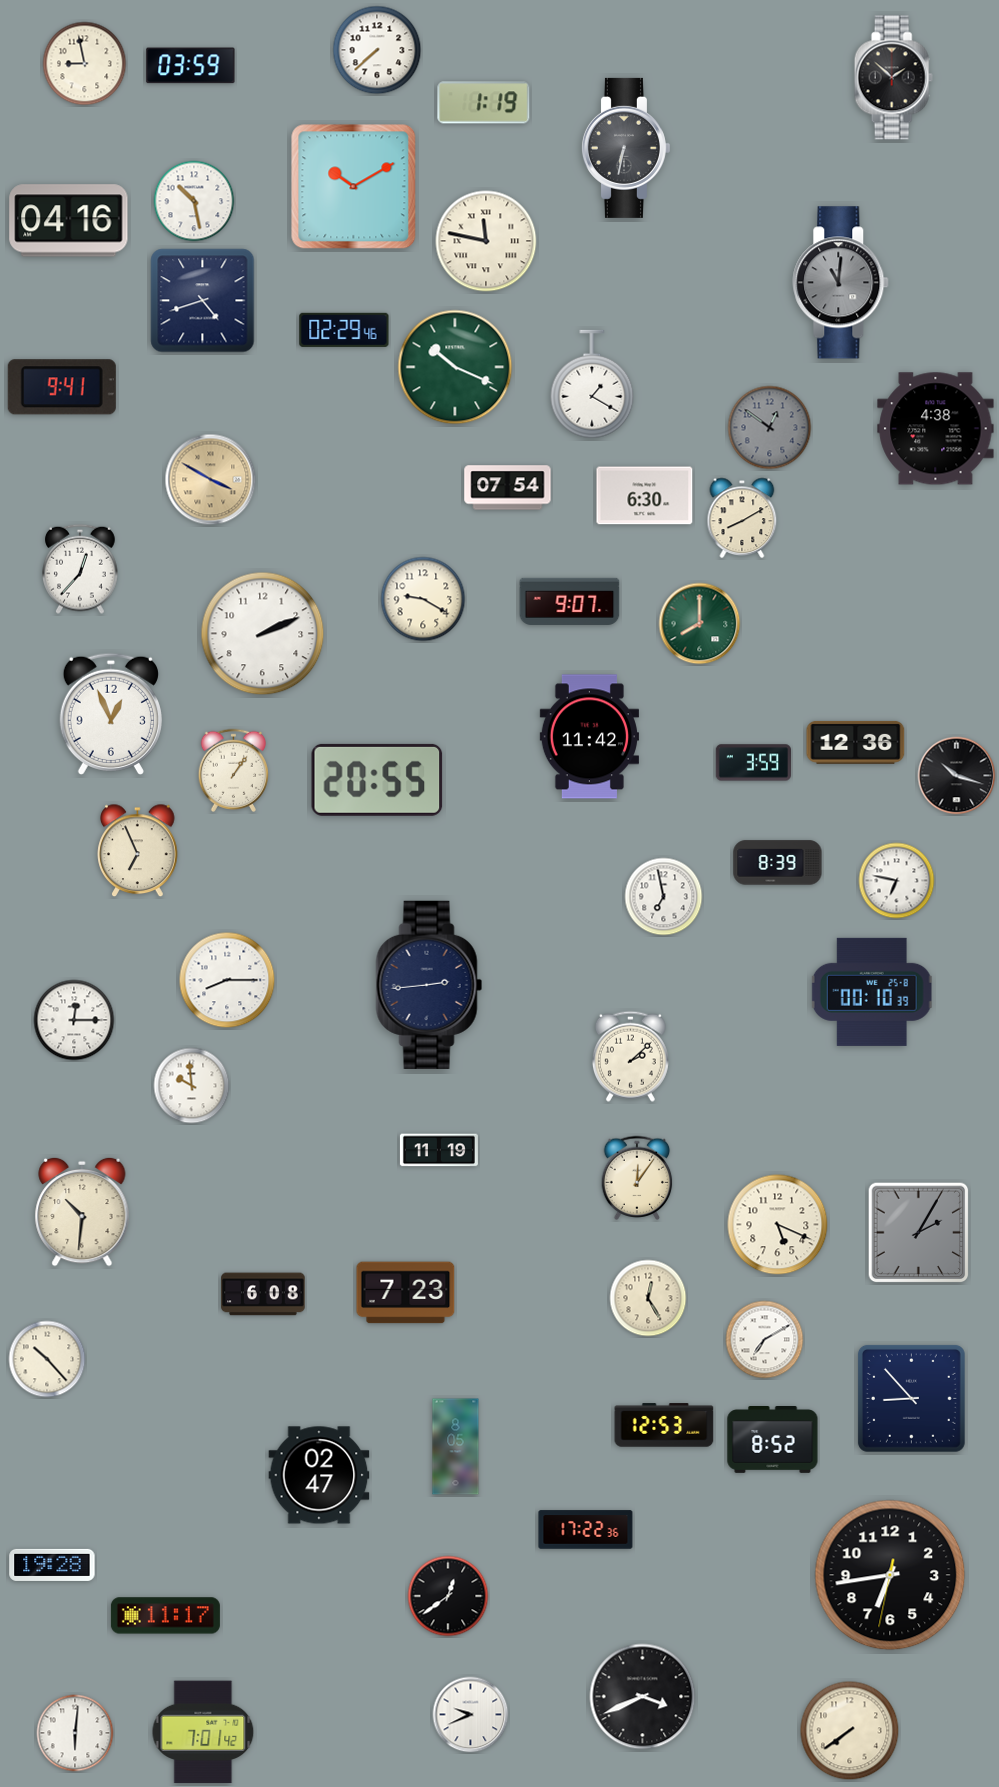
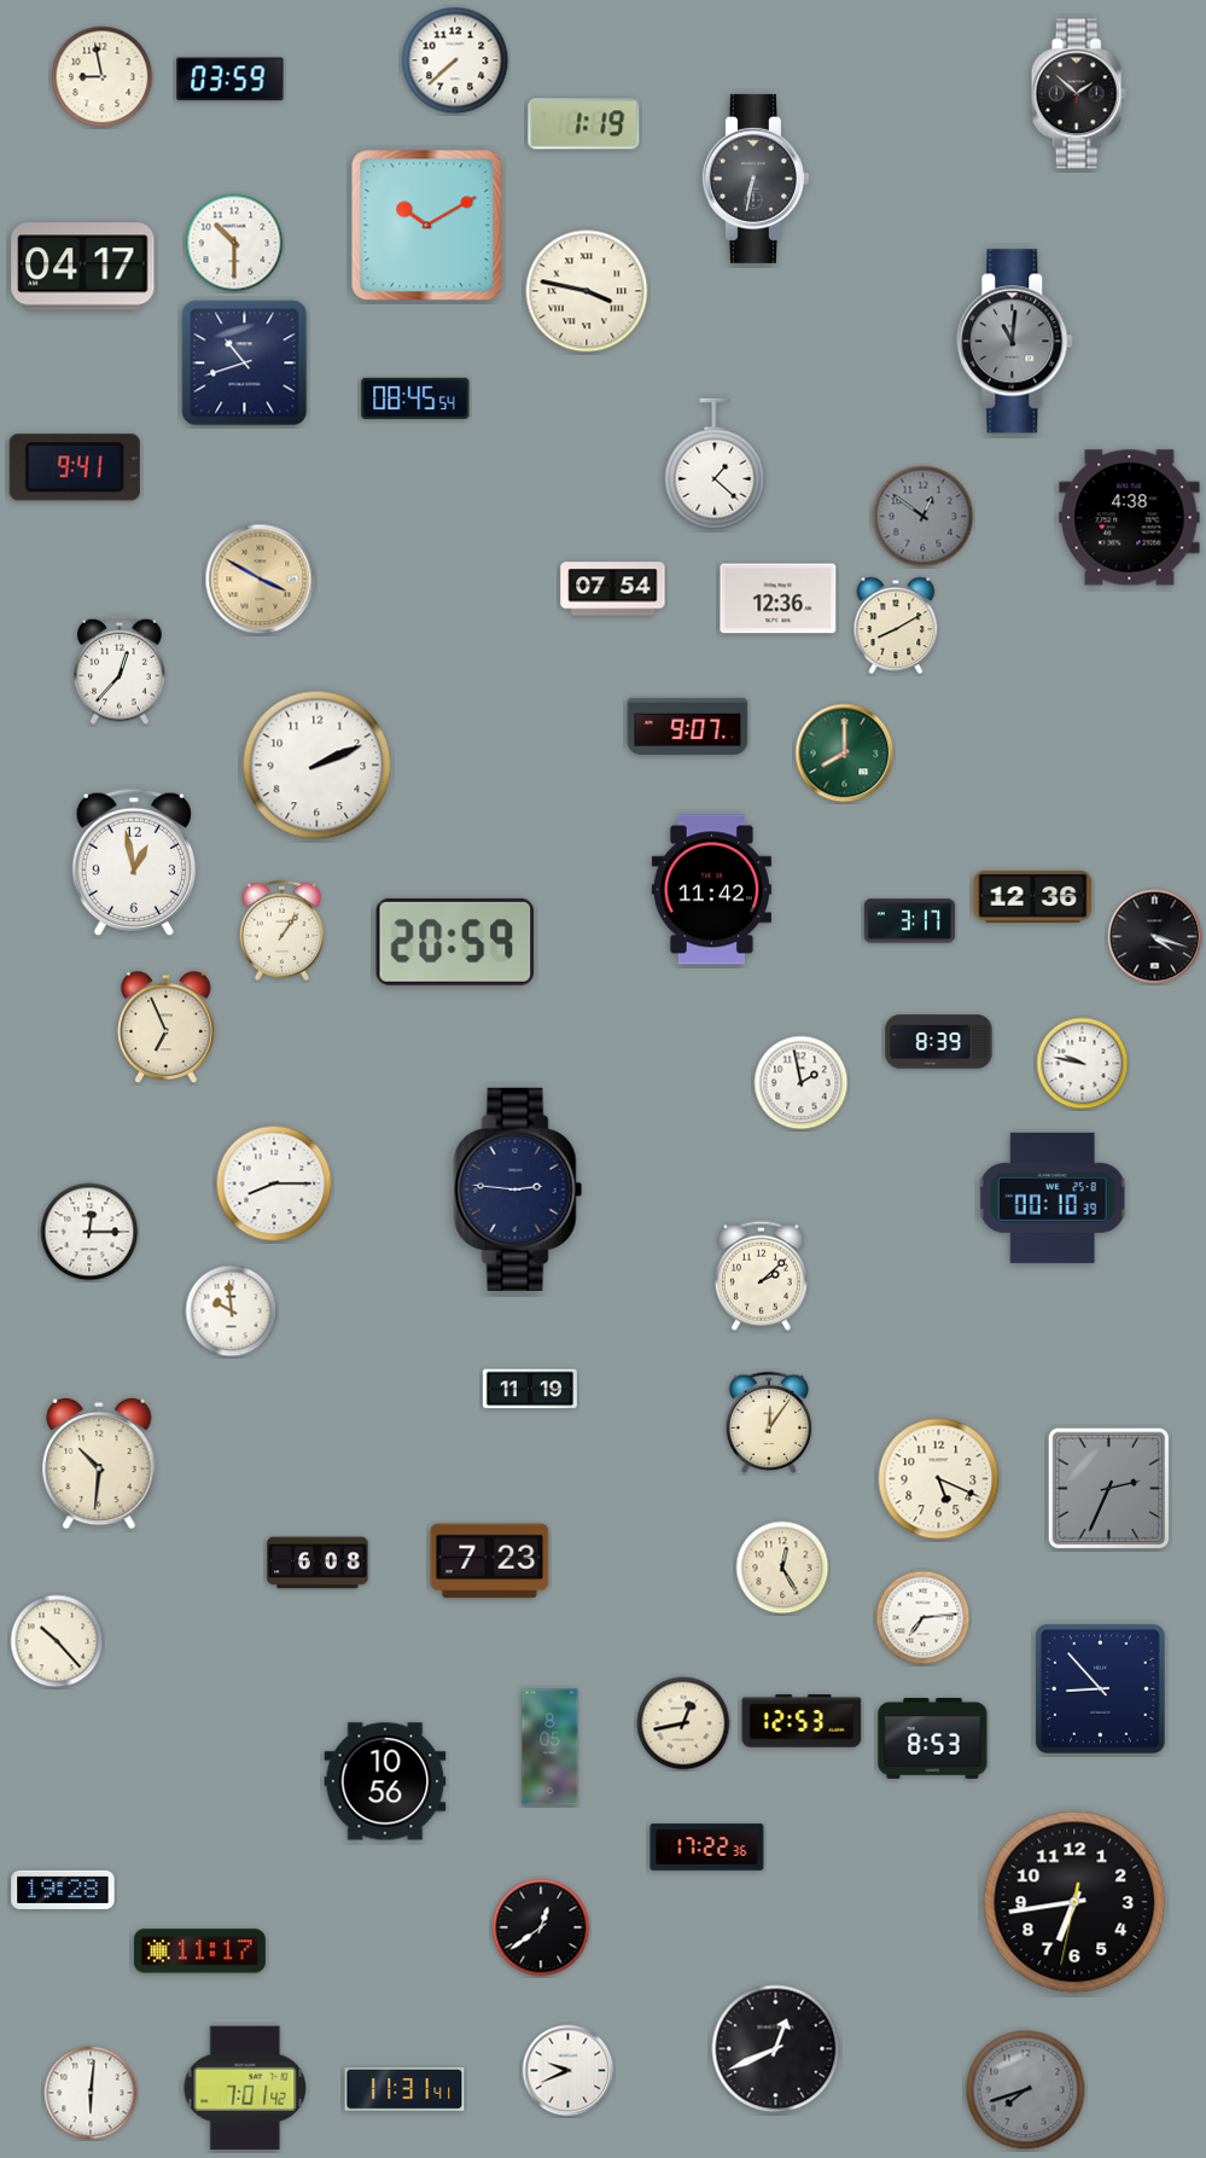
clock at (194, 201): 10:28 -> 10:30
clock at (69, 221): 04:16 -> 04:17
clock at (486, 241): 11:47 -> 3:47
clock at (203, 301): 4:42 -> 10:42
clock at (344, 330): 02:29 -> 08:45
clock at (455, 367): 10:19 -> none
clock at (592, 384): 1:20 -> 1:22
clock at (770, 428) position: (770, 428) -> (924, 517)
clock at (211, 480) position: (211, 480) -> (261, 580)
clock at (645, 496): 6:30 -> 12:36
clock at (81, 569) position: (81, 569) -> (121, 670)
clock at (423, 599): 9:20 -> none
clock at (111, 713): 12:56 -> 12:58
clock at (753, 763): 3:59 -> 3:17
clock at (957, 776): 10:18 -> 4:18
clock at (377, 780): 20:55 -> 20:59
clock at (897, 881): 6:47 -> 9:47
clock at (664, 897): 6:58 -> 1:58
clock at (429, 985): 2:44 -> 2:46
clock at (919, 1233): 2:05 -> 2:34
clock at (765, 1340): 7:10 -> 7:14
clock at (683, 1723): none -> 12:43
clock at (773, 1440): 8:52 -> 8:53
clock at (319, 1475): 02:47 -> 10:56
clock at (643, 1697): 3:41 -> 12:41
clock at (404, 2089): none -> 11:31
clock at (850, 1731): 7:39 -> 7:42
clock at (850, 1731) dial: cream -> grey
clock at (203, 1732) position: (203, 1732) -> (245, 2088)
